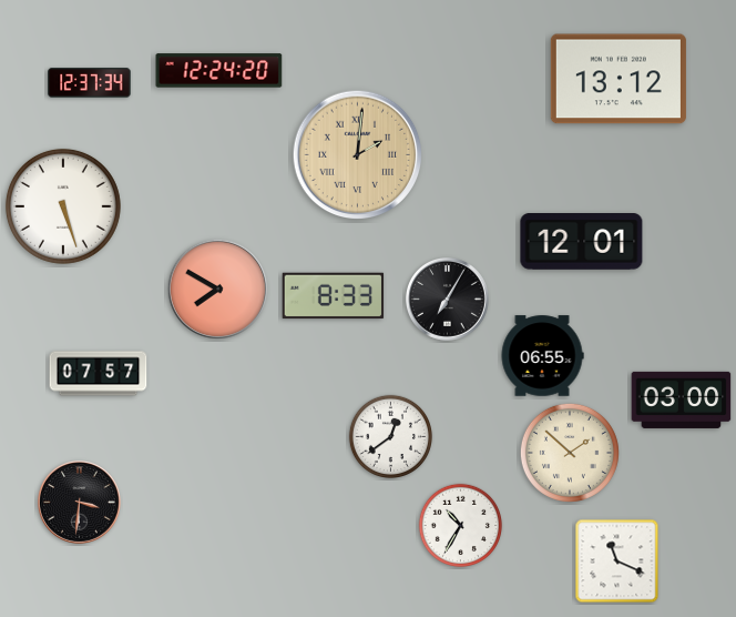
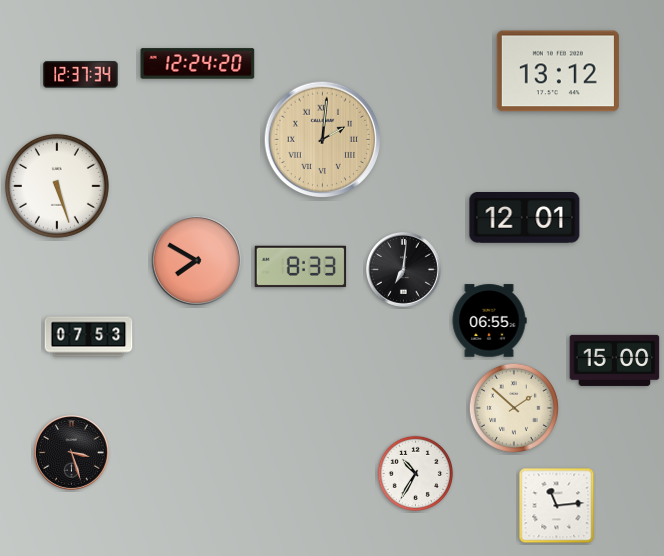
clock at (447, 299): 7:05 -> 7:01
clock at (99, 374): 07:57 -> 07:53
clock at (682, 399): 03:00 -> 15:00
clock at (391, 437): 12:39 -> none
clock at (79, 502): 3:31 -> 3:27
clock at (617, 562): 11:19 -> 11:14
